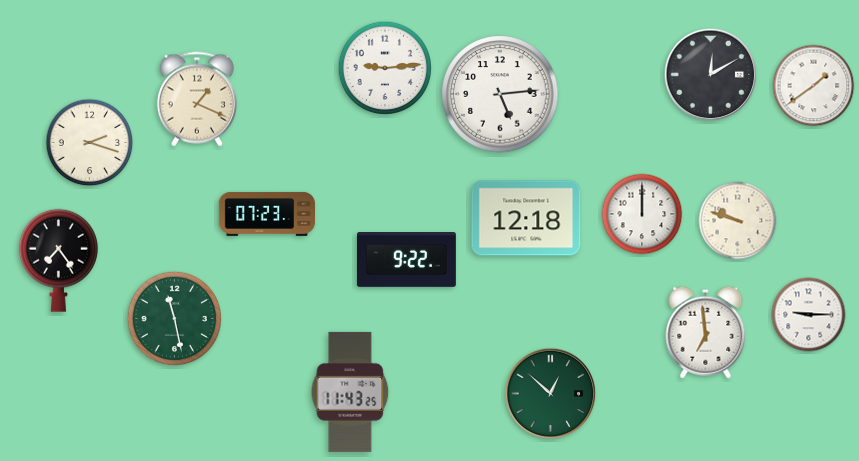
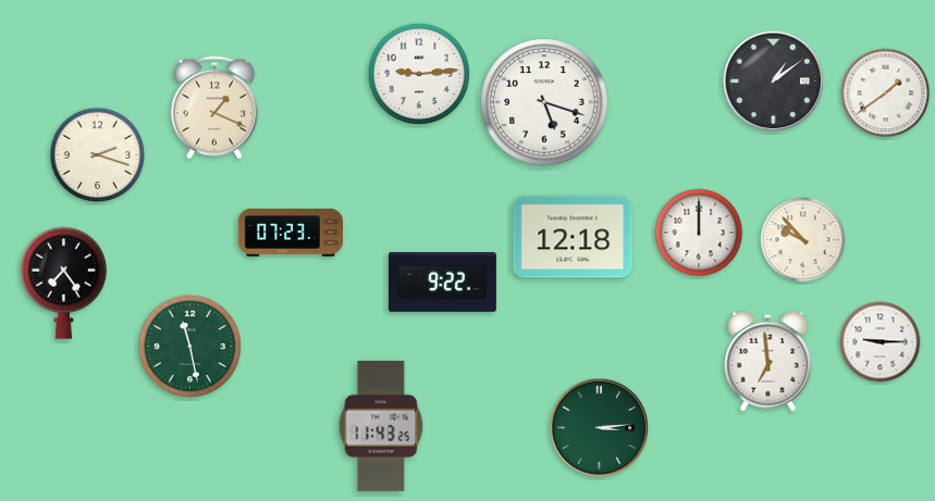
clock at (711, 75): 12:10 -> 1:09
clock at (500, 94): 5:14 -> 5:18
clock at (738, 221): 9:48 -> 9:53
clock at (551, 394): 12:52 -> 3:14
